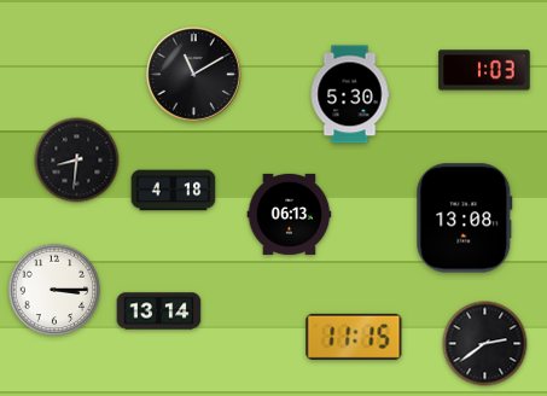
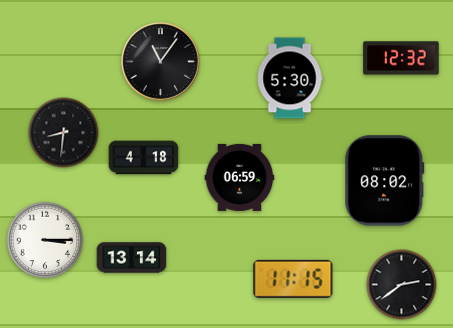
clock at (484, 70): 1:03 -> 12:32
clock at (194, 75): 11:10 -> 11:06
clock at (290, 214): 06:13 -> 06:59
clock at (465, 219): 13:08 -> 08:02
